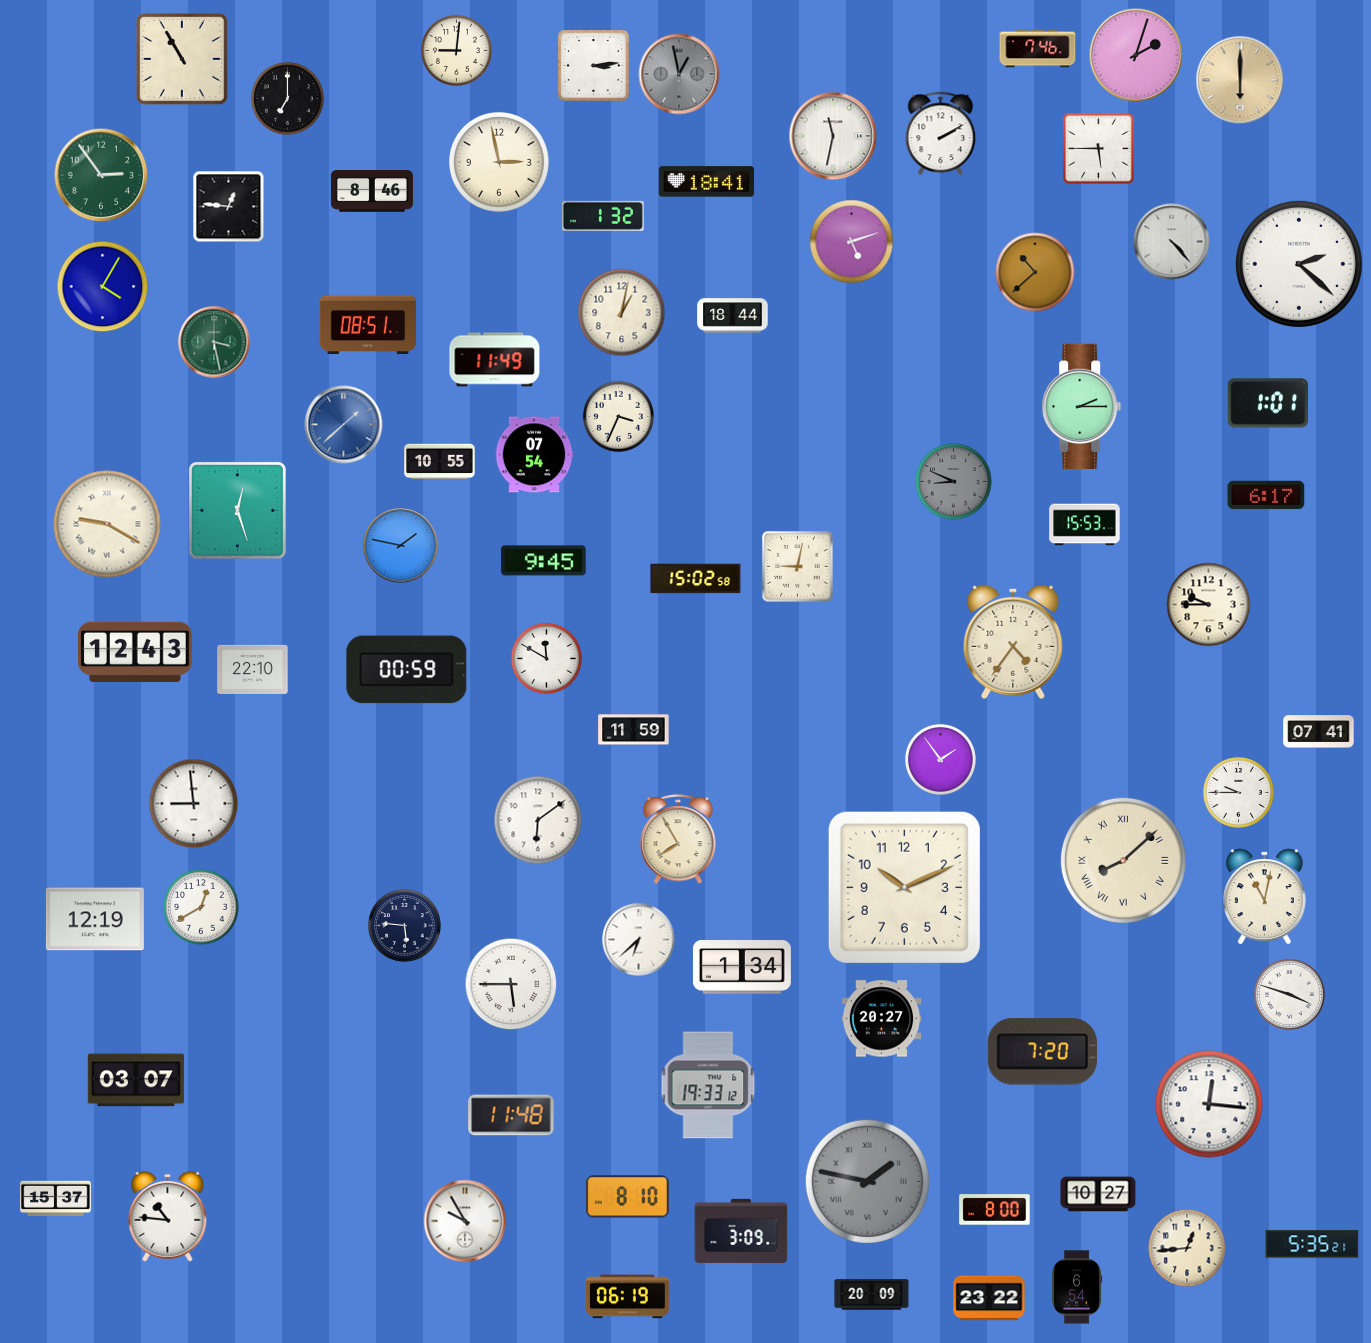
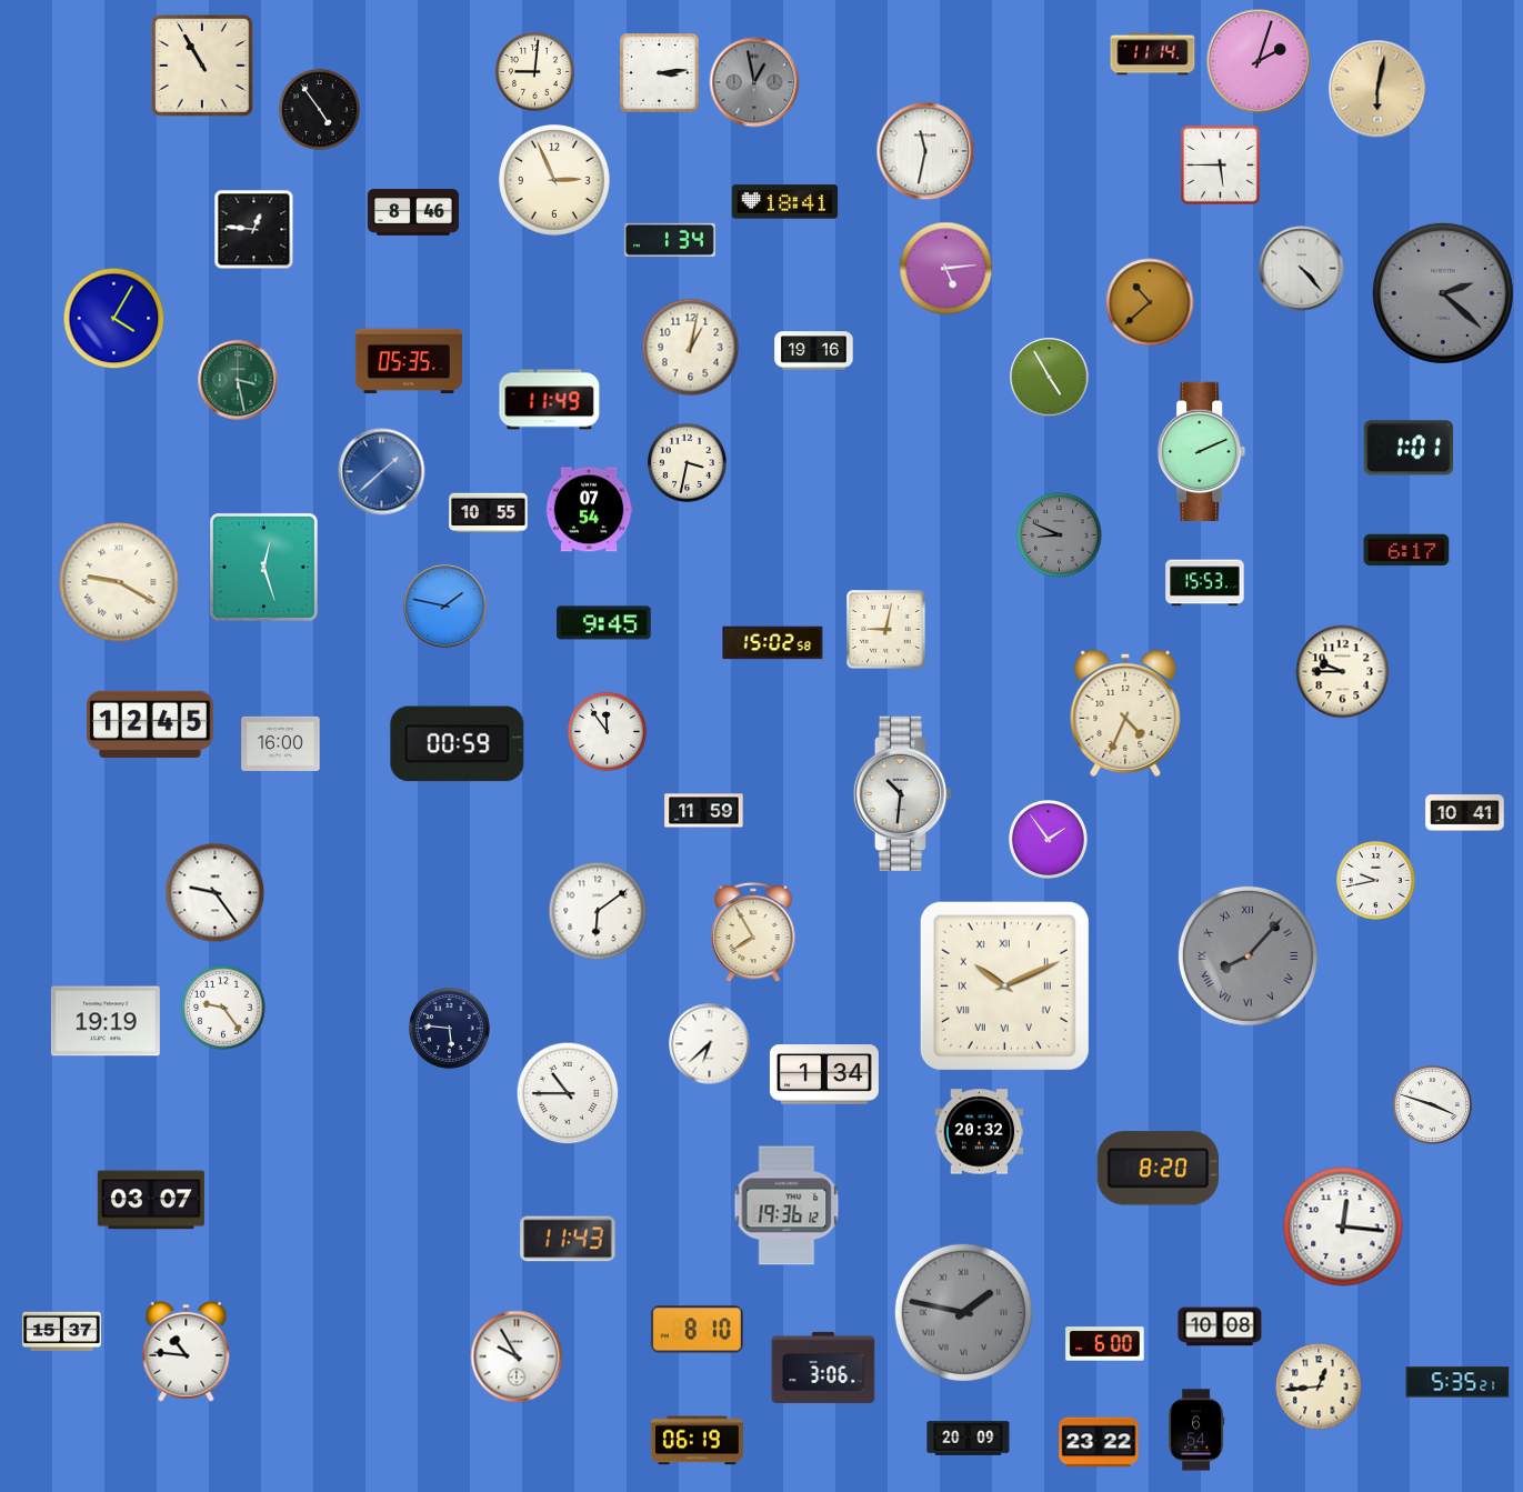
clock at (1038, 49): 7:46 -> 11:14
clock at (456, 50) position: (456, 50) -> (534, 71)
clock at (1136, 55) position: (1136, 55) -> (1259, 61)
clock at (1240, 80): 6:00 -> 6:02
clock at (288, 99): 7:00 -> 4:54
clock at (941, 134): 2:10 -> none
clock at (499, 162): 2:58 -> 2:56
clock at (101, 175): 2:54 -> none
clock at (603, 216): 1:32 -> 1:34
clock at (852, 242): 5:12 -> 5:14
clock at (1299, 264) dial: white -> grey
clock at (733, 316): 18:44 -> 19:16
clock at (368, 325): 08:51 -> 05:35
clock at (1050, 378): none -> 4:55
clock at (1082, 406): 2:15 -> 2:11
clock at (618, 416): 3:34 -> 3:32
clock at (534, 455) position: (534, 455) -> (589, 510)
clock at (1013, 642): 4:36 -> 4:34
clock at (136, 652): 12:43 -> 12:45
clock at (546, 658): 11:50 -> 11:54
clock at (253, 669): 22:10 -> 16:00
clock at (407, 670) position: (407, 670) -> (458, 744)
clock at (903, 794): none -> 10:31
clock at (1319, 732): 07:41 -> 10:41
clock at (940, 759) position: (940, 759) -> (1048, 839)
clock at (1238, 792): 9:45 -> 9:43
clock at (194, 804): 8:59 -> 9:24
clock at (1123, 860): 8:08 -> 8:07
clock at (1123, 860) dial: cream -> grey
clock at (904, 887) numerals: Arabic -> Roman
clock at (1264, 897): 11:02 -> none
clock at (201, 907): 12:40 -> 9:24
clock at (95, 919): 12:19 -> 19:19
clock at (511, 984): 5:45 -> 10:45
clock at (882, 1019): 20:27 -> 20:32
clock at (1042, 1052): 7:20 -> 8:20
clock at (708, 1085): 19:33 -> 19:36
clock at (511, 1115): 11:48 -> 11:43
clock at (1098, 1194): 10:27 -> 10:08
clock at (995, 1210): 8:00 -> 6:00
clock at (741, 1231): 3:09 -> 3:06
